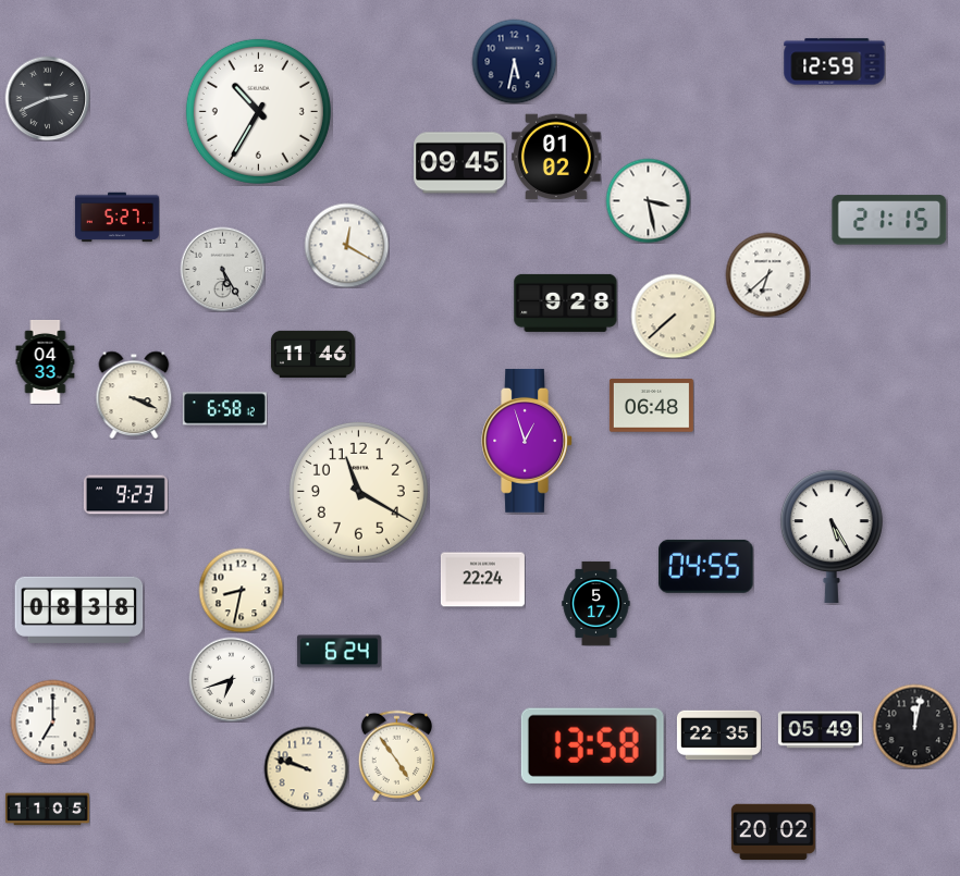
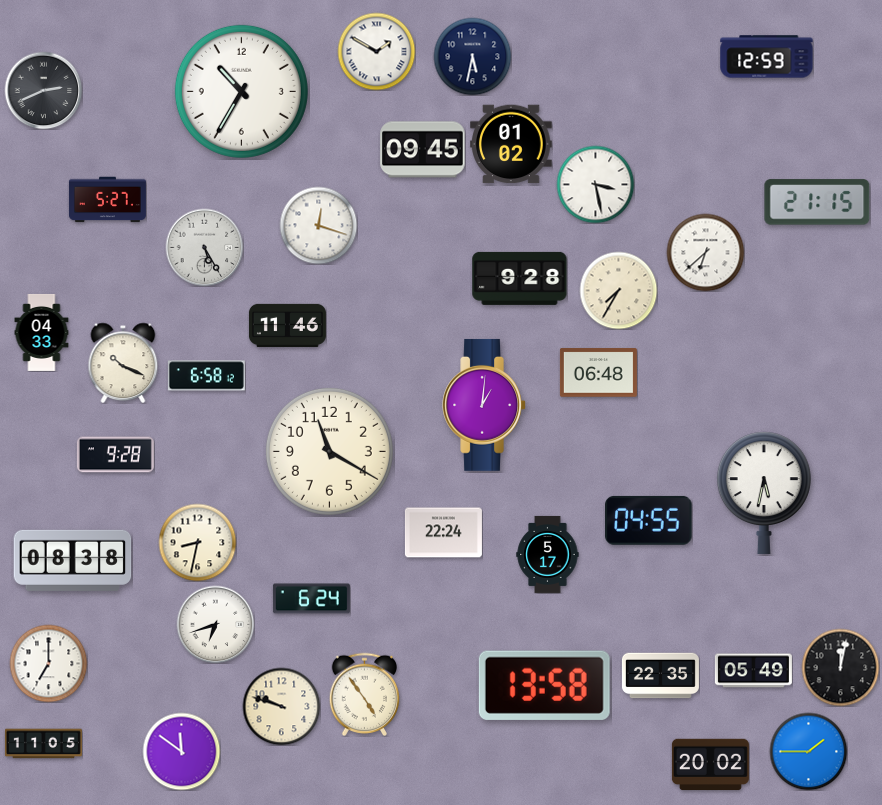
clock at (376, 51): none -> 1:50
clock at (258, 111) position: (258, 111) -> (241, 91)
clock at (346, 245): 12:20 -> 12:18
clock at (673, 316): 7:38 -> 7:35
clock at (134, 395): 3:19 -> 10:19
clock at (527, 441): 12:57 -> 1:01
clock at (125, 495): 9:23 -> 9:28
clock at (832, 536): 5:25 -> 5:32
clock at (241, 590) position: (241, 590) -> (197, 542)
clock at (231, 679) position: (231, 679) -> (215, 624)
clock at (181, 751): none -> 11:51
clock at (808, 751): none -> 1:45
